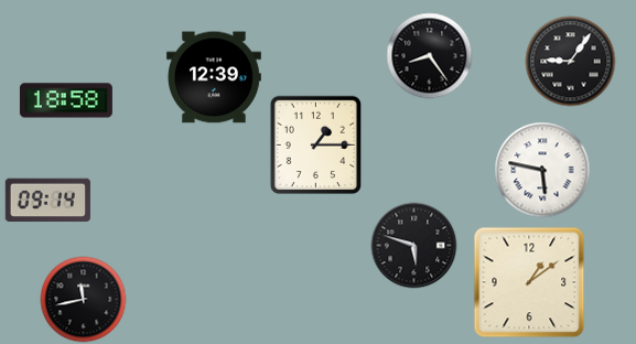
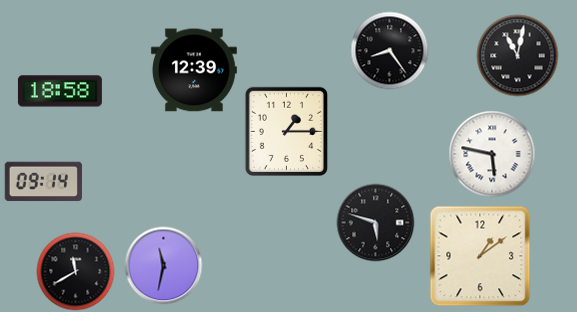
clock at (570, 61): 9:06 -> 11:02
clock at (163, 265): none -> 11:32
clock at (83, 299): 11:43 -> 11:40
